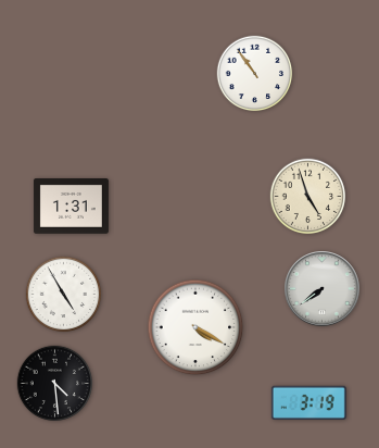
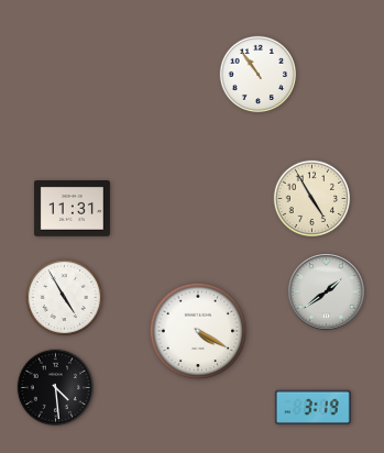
clock at (308, 197): 4:57 -> 4:55
clock at (71, 207): 1:31 -> 11:31
clock at (323, 289): 7:39 -> 1:39
